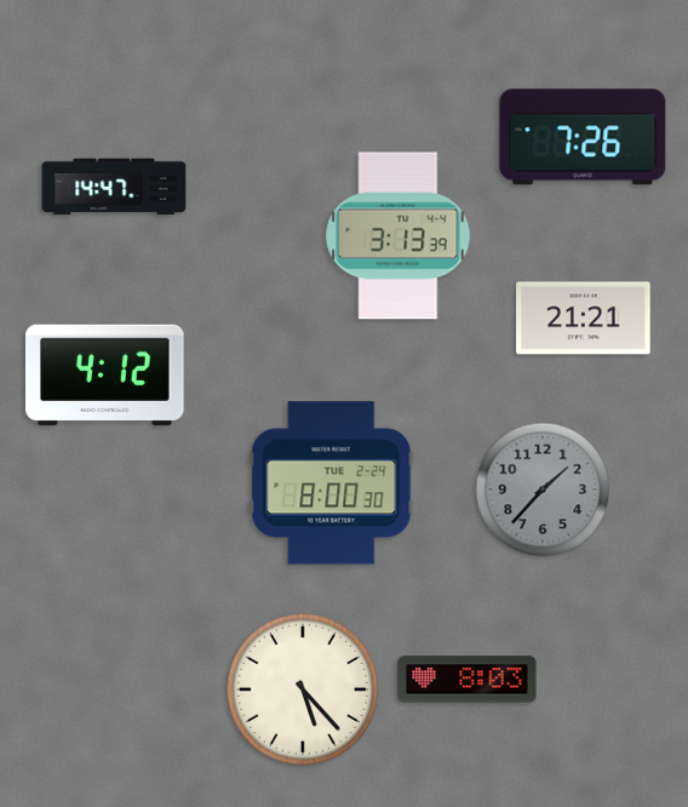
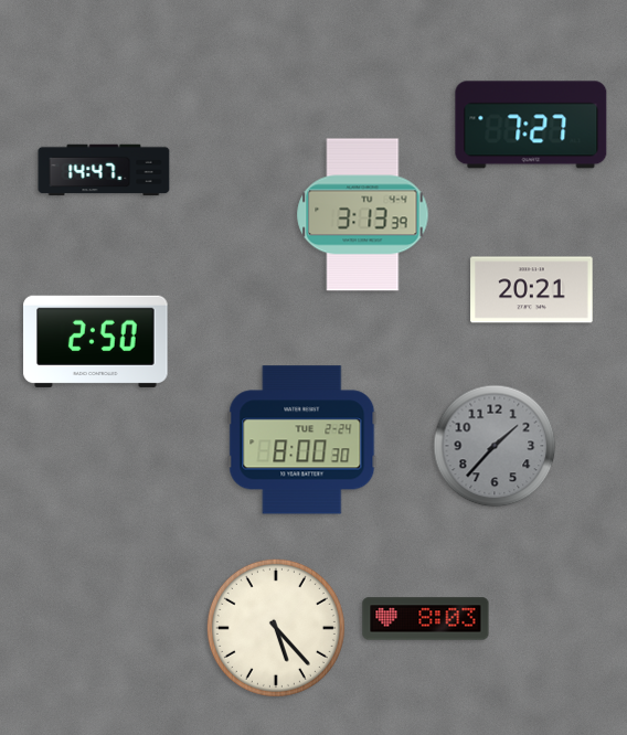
clock at (583, 137): 7:26 -> 7:27
clock at (584, 319): 21:21 -> 20:21
clock at (105, 374): 4:12 -> 2:50
